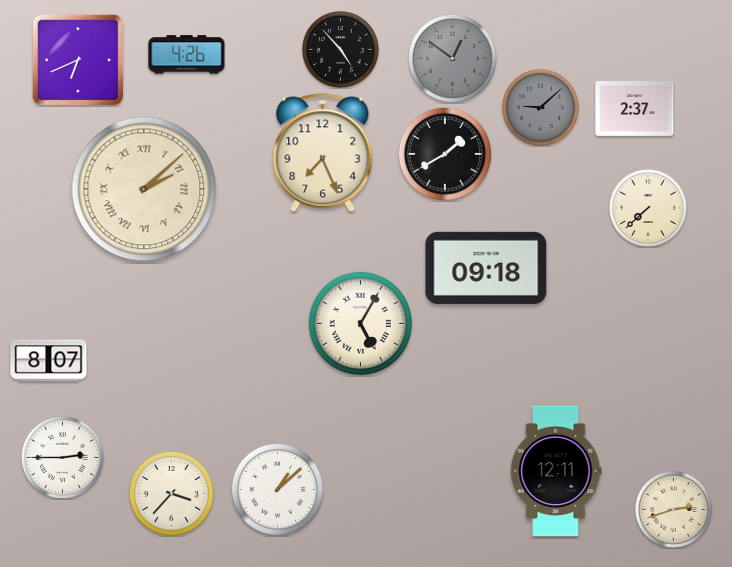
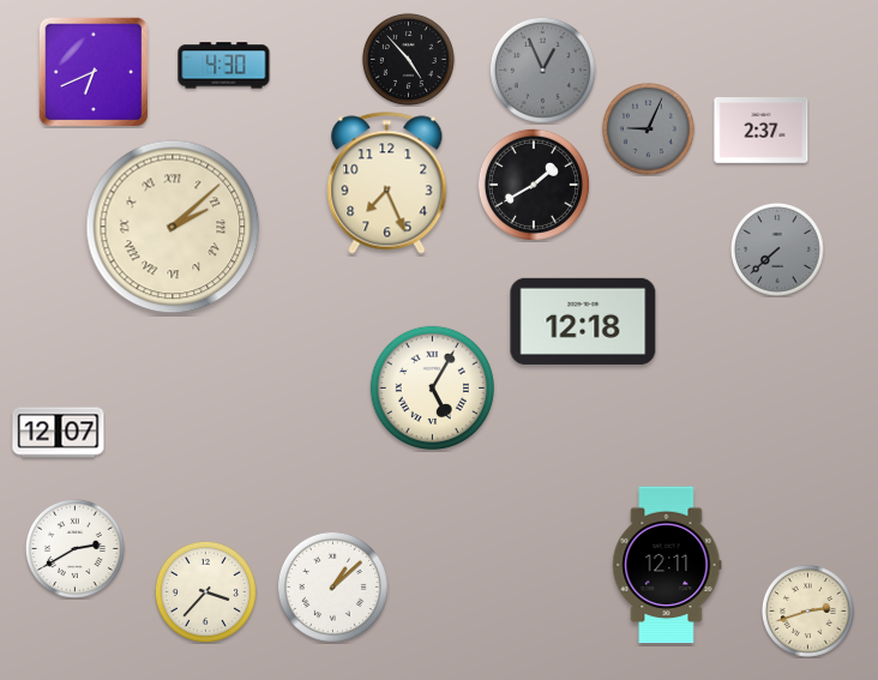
clock at (187, 55): 4:26 -> 4:30
clock at (452, 58): 12:51 -> 12:56
clock at (540, 107): 9:08 -> 9:04
clock at (648, 208) dial: cream -> grey
clock at (486, 268): 09:18 -> 12:18
clock at (49, 361): 8:07 -> 12:07
clock at (62, 457): 2:45 -> 2:40
